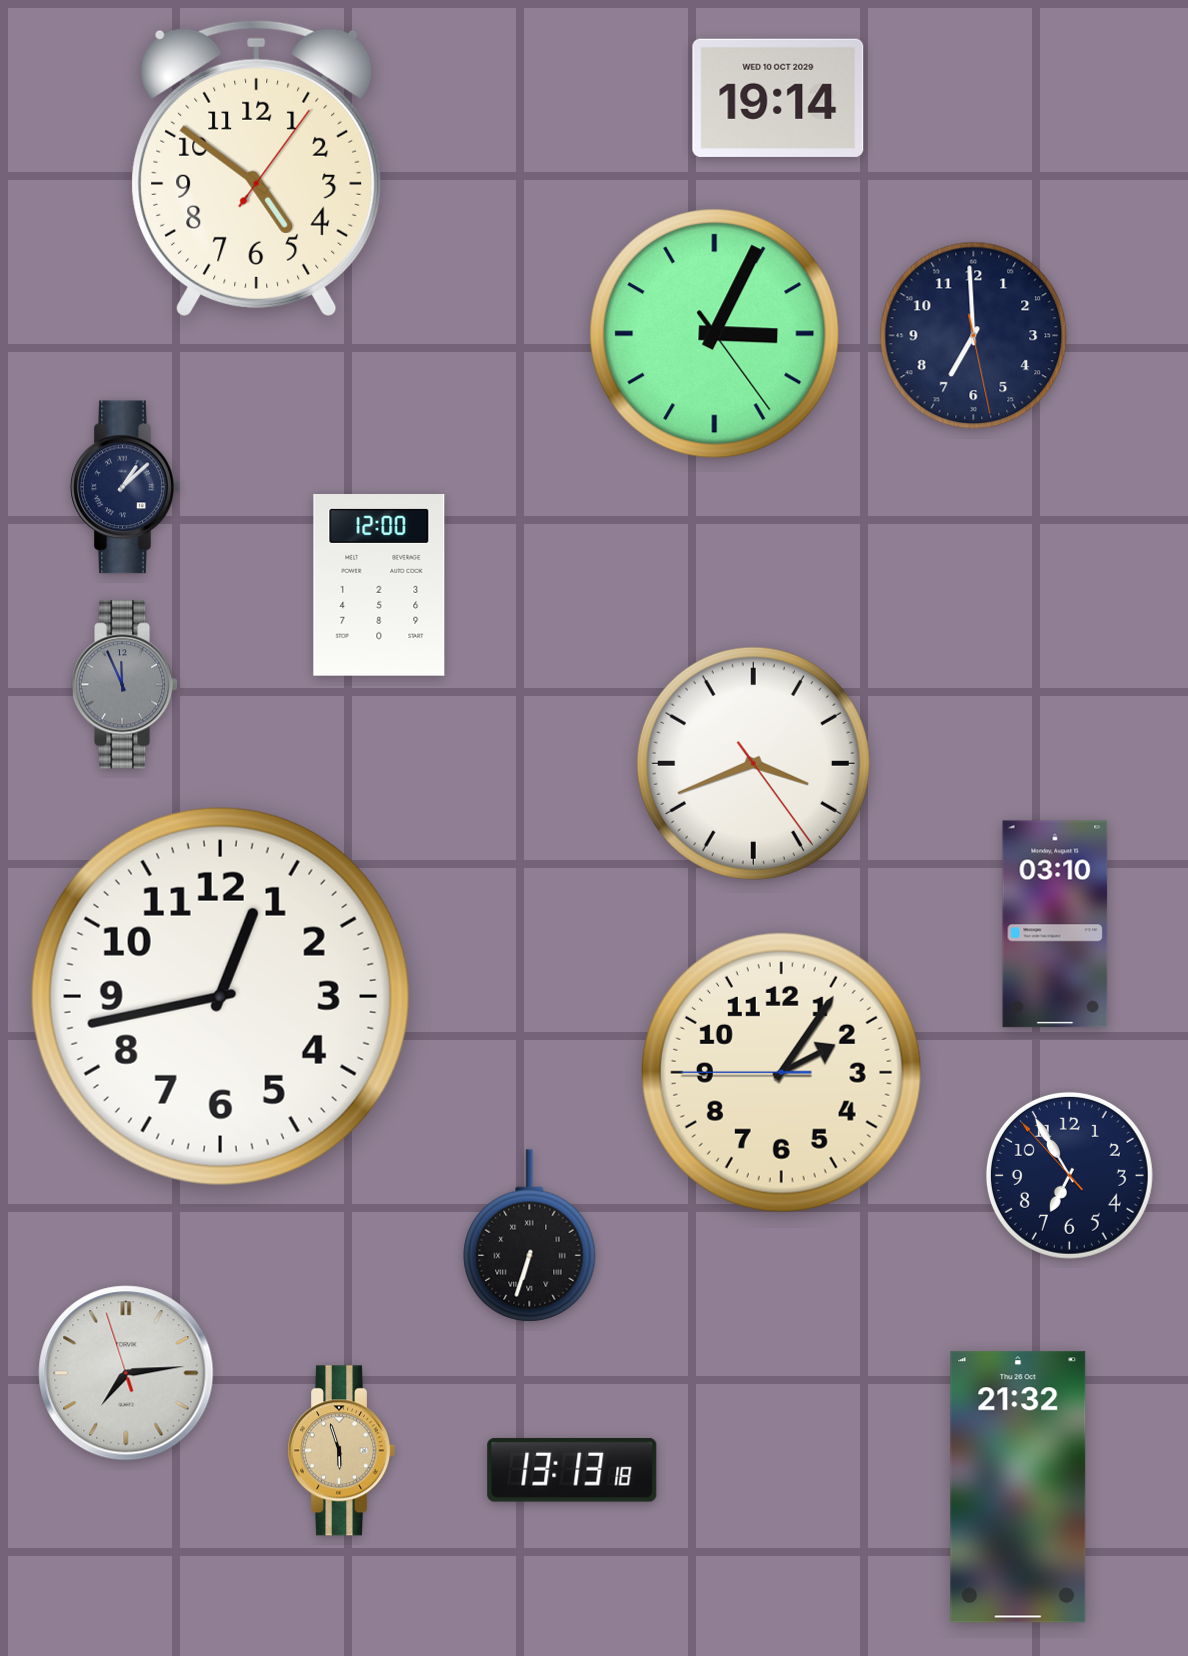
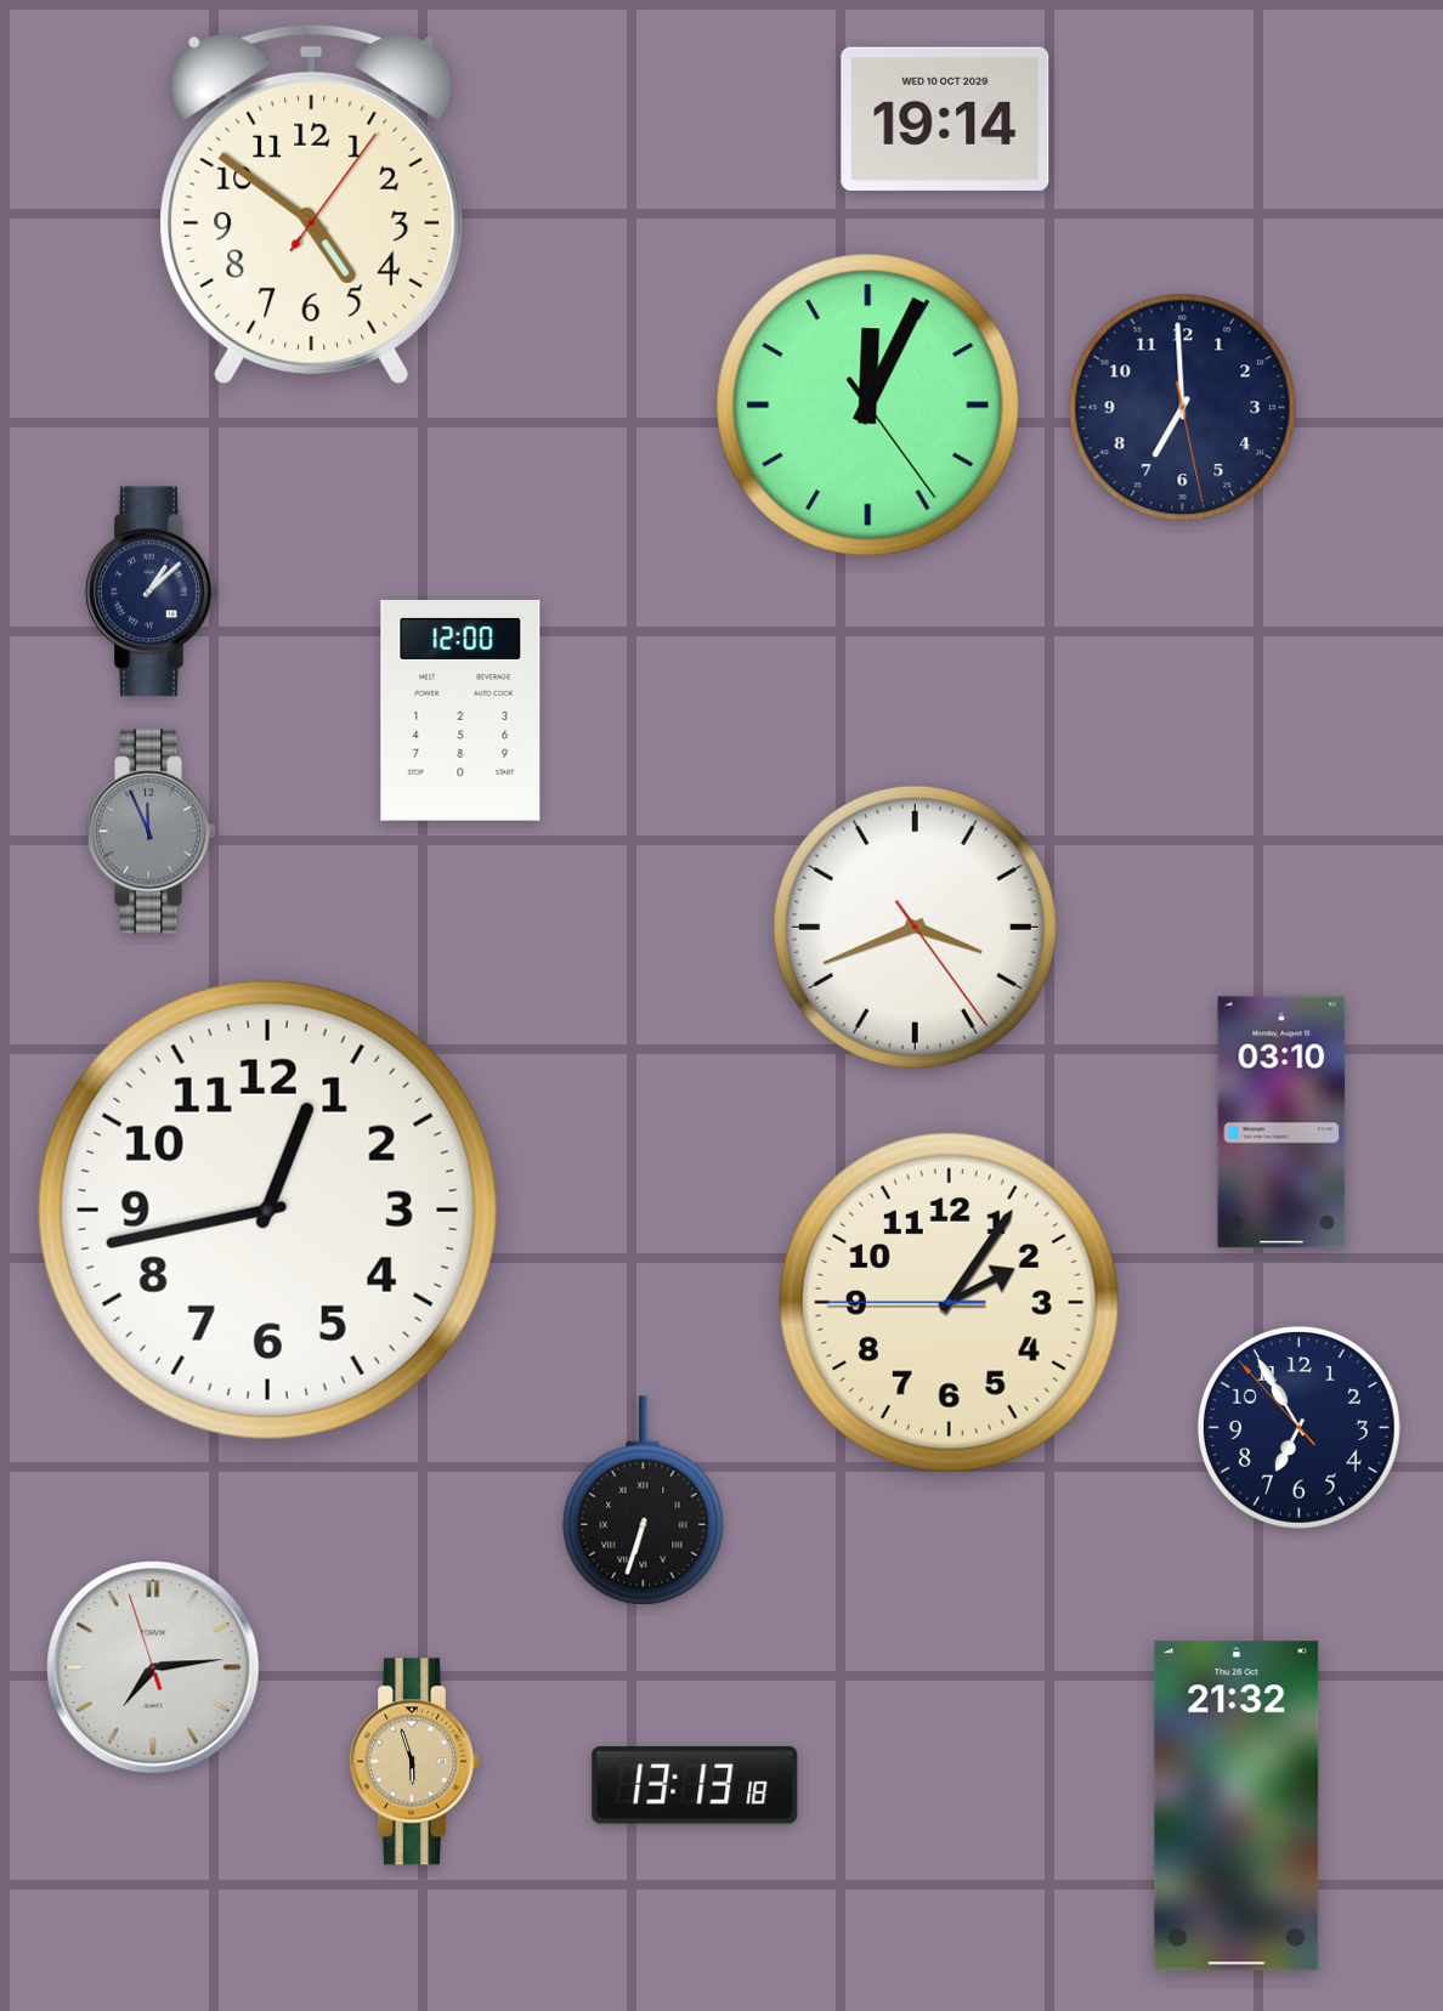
clock at (715, 334): 3:04 -> 12:04
